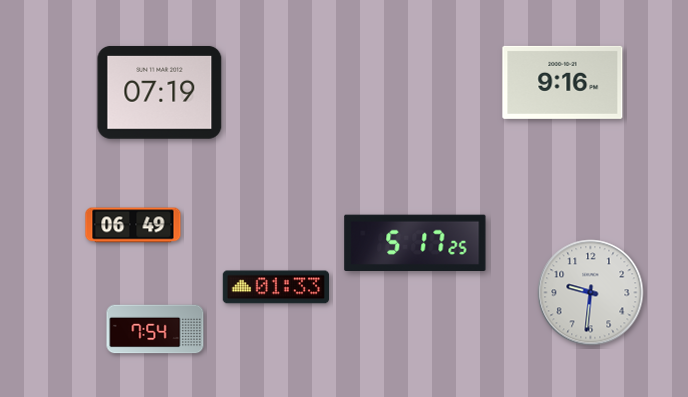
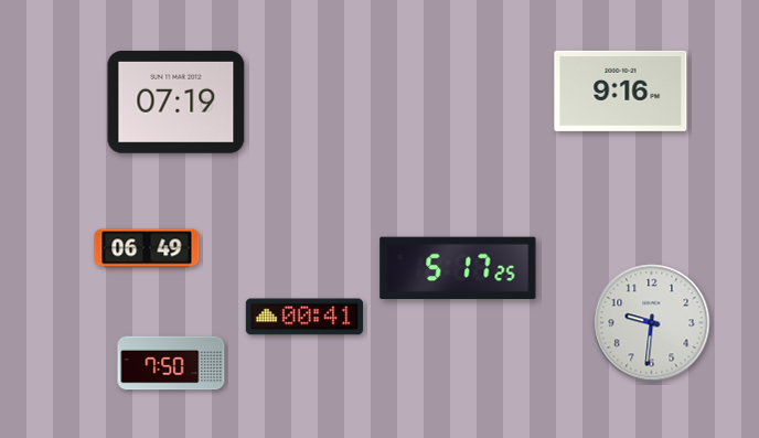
clock at (275, 287): 01:33 -> 00:41
clock at (155, 329): 7:54 -> 7:50
